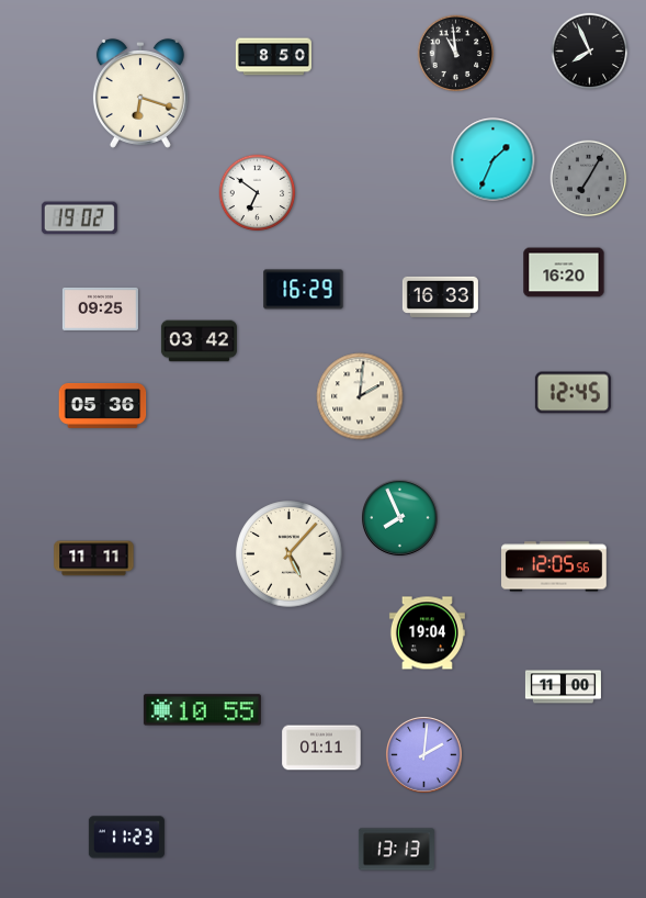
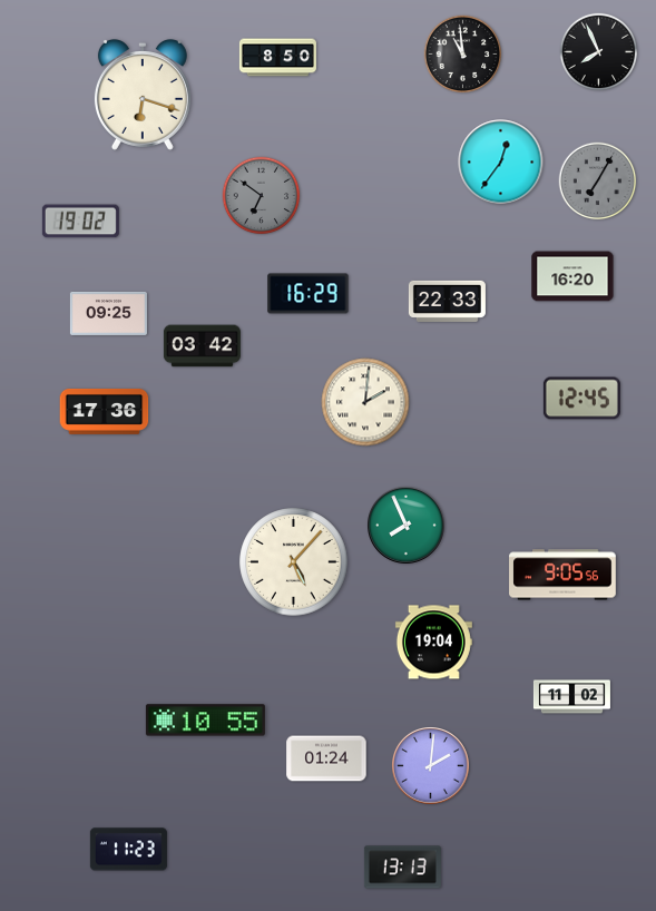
clock at (494, 160): 1:34 -> 12:36
clock at (258, 193) dial: white -> grey
clock at (440, 296): 16:33 -> 22:33
clock at (100, 308) position: (100, 308) -> (108, 313)
clock at (103, 405): 05:36 -> 17:36
clock at (94, 559): 11:11 -> none
clock at (554, 566): 12:05 -> 9:05
clock at (563, 687): 11:00 -> 11:02
clock at (321, 748): 01:11 -> 01:24
clock at (396, 850) position: (396, 850) -> (402, 868)
